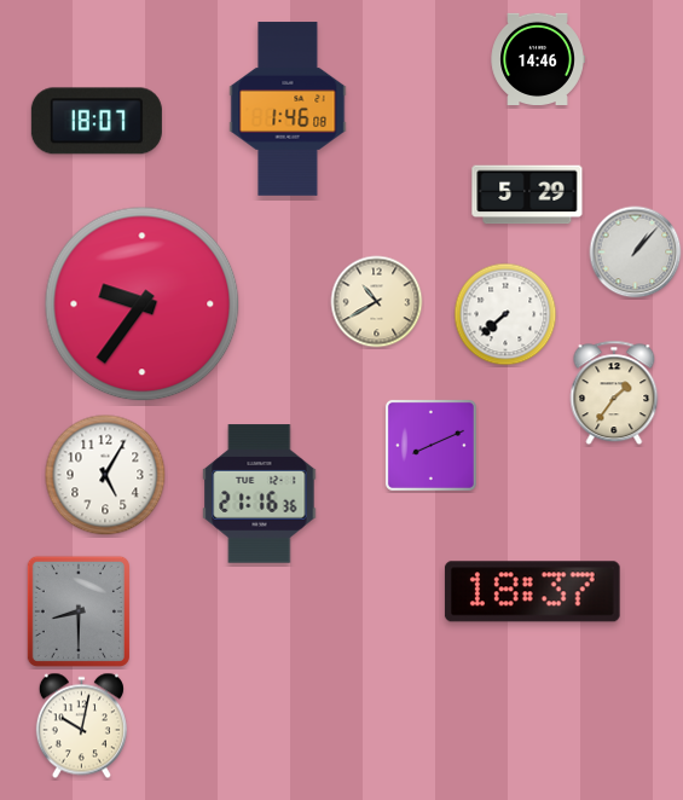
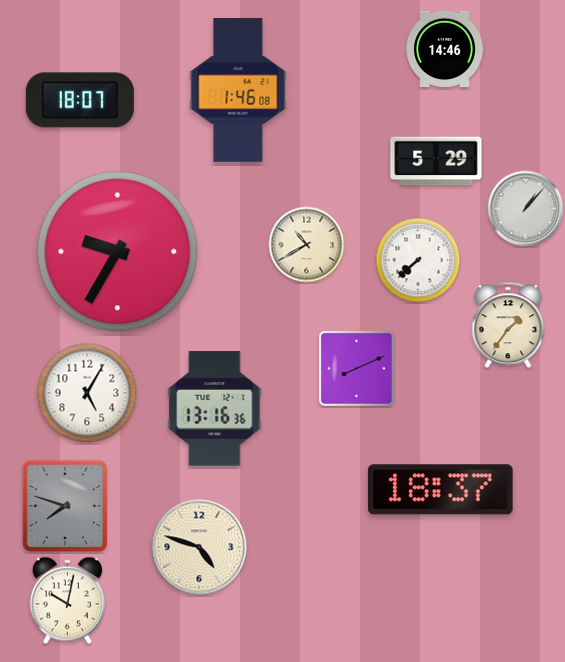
clock at (377, 302) position: (377, 302) -> (307, 245)
clock at (143, 305): 9:36 -> 9:35
clock at (260, 494): 21:16 -> 13:16
clock at (79, 611): 8:30 -> 7:48
clock at (199, 547): none -> 4:48
